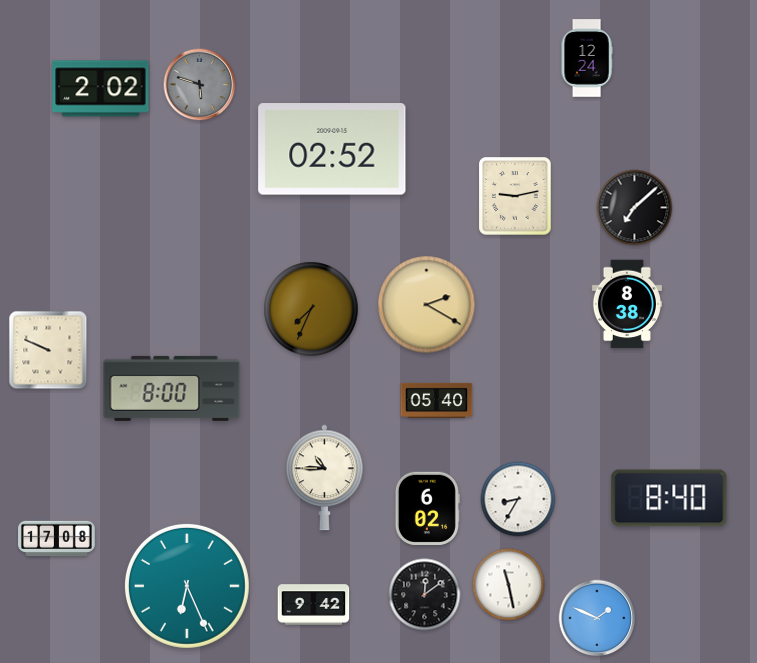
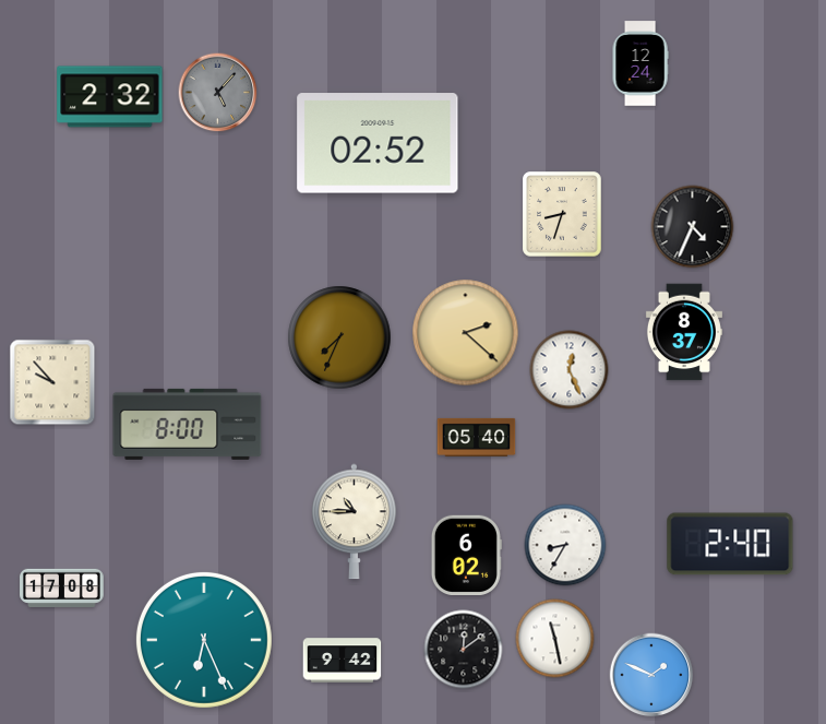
clock at (200, 85): 5:48 -> 5:07
clock at (101, 89): 2:02 -> 2:32
clock at (332, 149) position: (332, 149) -> (378, 143)
clock at (515, 196): 9:13 -> 8:33
clock at (635, 208): 7:08 -> 4:34
clock at (627, 304): 8:38 -> 8:37
clock at (427, 305): 2:20 -> 2:22
clock at (570, 370): none -> 12:26
clock at (48, 350): 9:49 -> 9:53
clock at (669, 498): 8:40 -> 2:40
